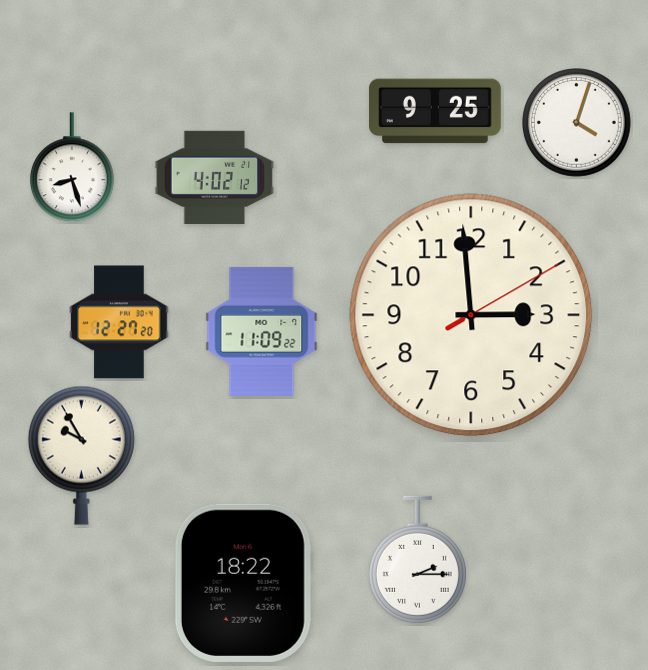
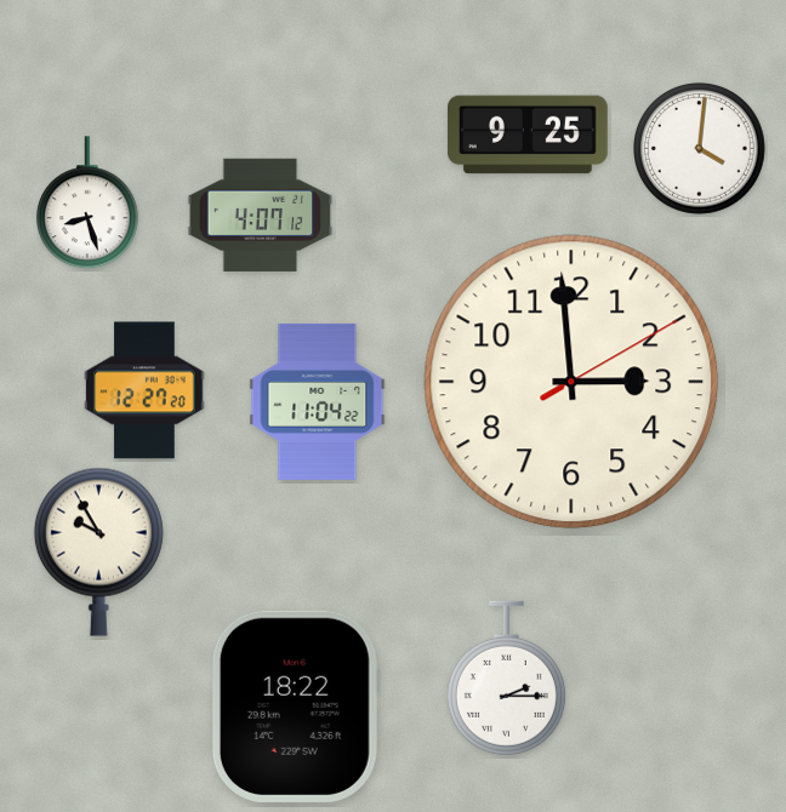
clock at (577, 123): 4:03 -> 4:01
clock at (215, 177): 4:02 -> 4:07
clock at (262, 331): 11:09 -> 11:04
